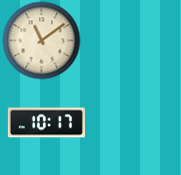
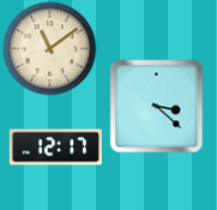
clock at (156, 106): none -> 3:22
clock at (46, 123): 10:17 -> 12:17
